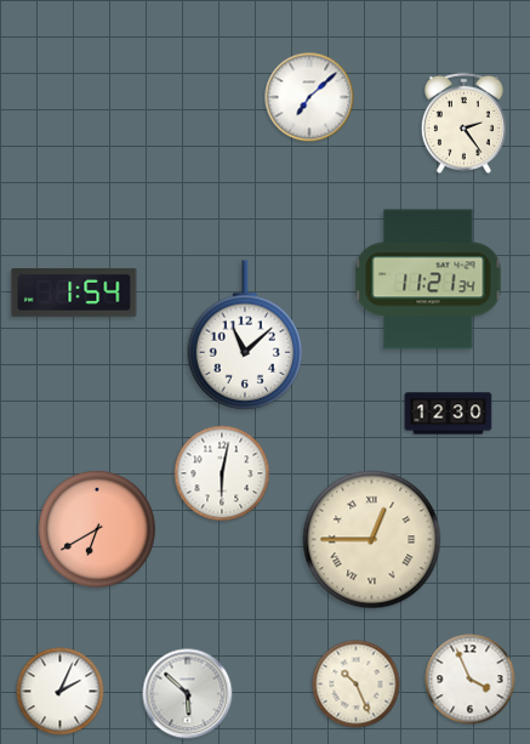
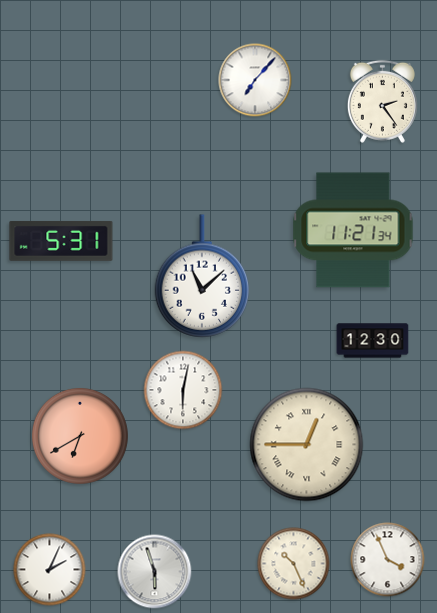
clock at (309, 97): 7:08 -> 7:07
clock at (74, 293): 1:54 -> 5:31
clock at (449, 414) position: (449, 414) -> (373, 341)
clock at (188, 694): 5:52 -> 5:57
